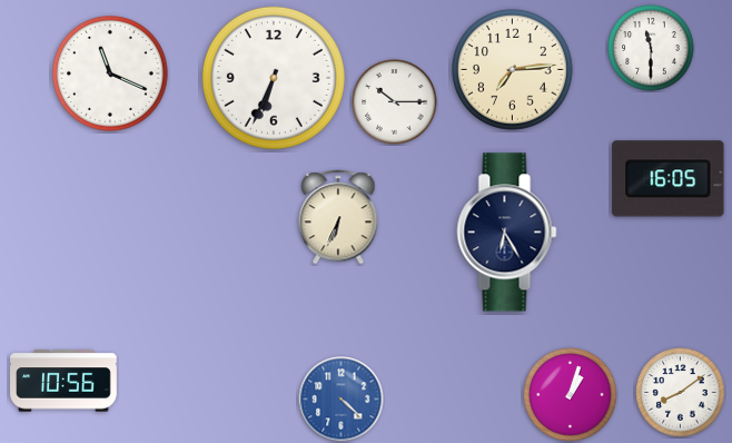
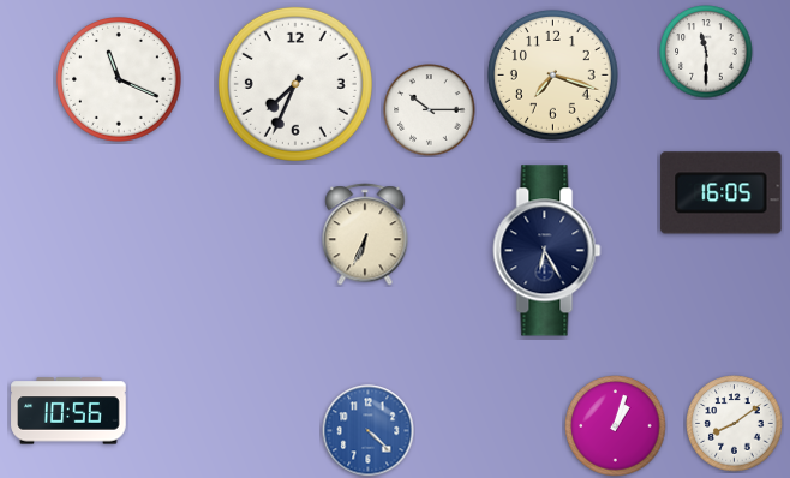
clock at (651, 48) position: (651, 48) -> (706, 52)
clock at (512, 69): 7:14 -> 7:18
clock at (274, 78): 6:34 -> 7:34
clock at (395, 102) position: (395, 102) -> (430, 110)
